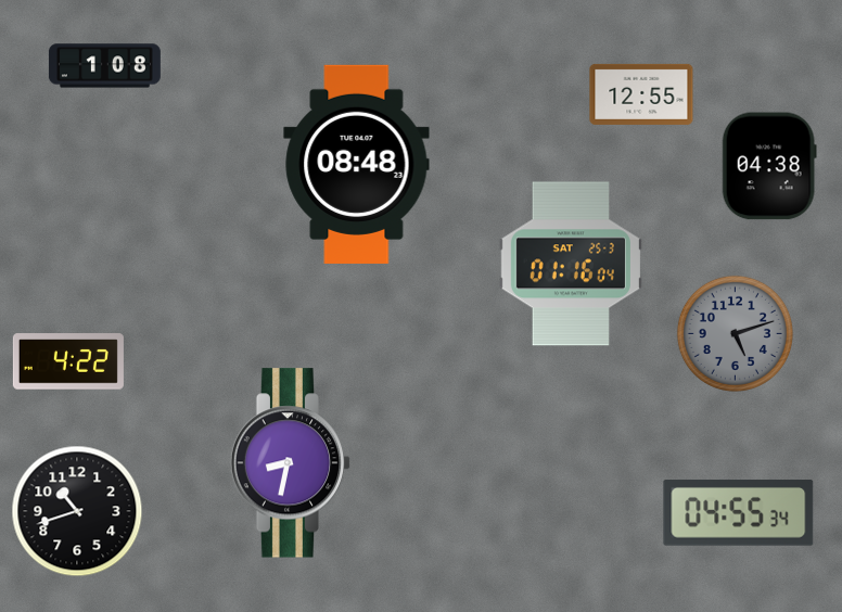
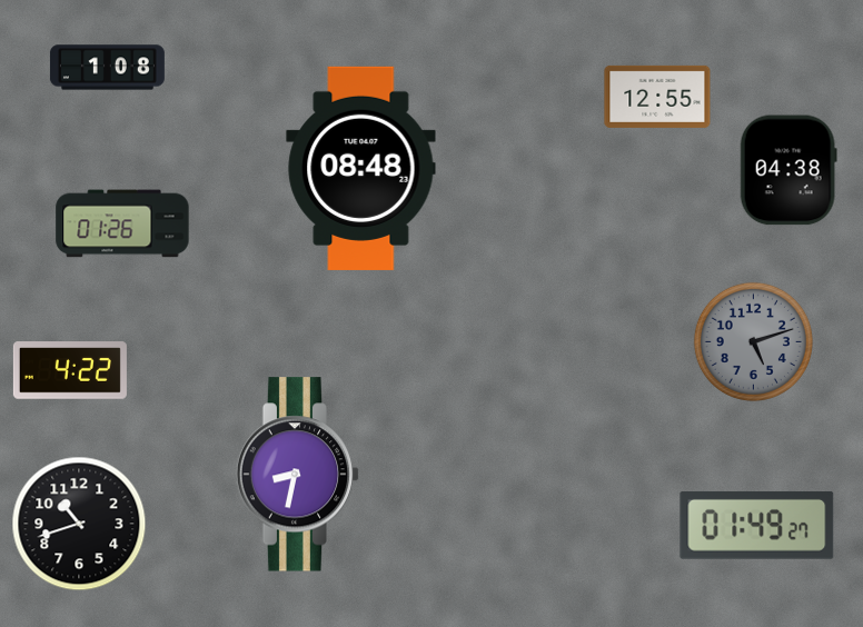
clock at (357, 164) position: (357, 164) -> (361, 168)
clock at (122, 223): none -> 01:26
clock at (571, 264): 01:16 -> none
clock at (739, 512): 04:55 -> 01:49
